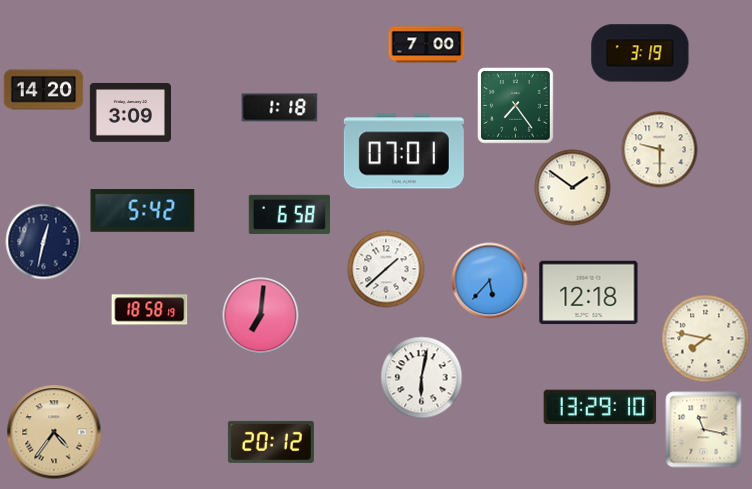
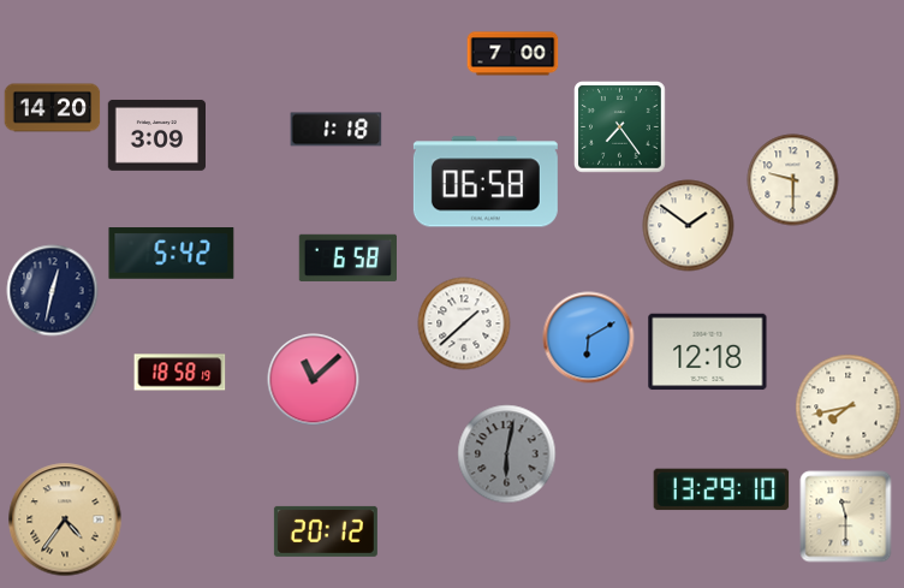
clock at (640, 53): 3:19 -> none
clock at (404, 151): 07:01 -> 06:58
clock at (490, 281): 5:37 -> 6:10
clock at (261, 316): 7:01 -> 11:08
clock at (706, 339): 7:47 -> 7:43
clock at (422, 378) dial: white -> grey
clock at (704, 430): 11:17 -> 11:30
